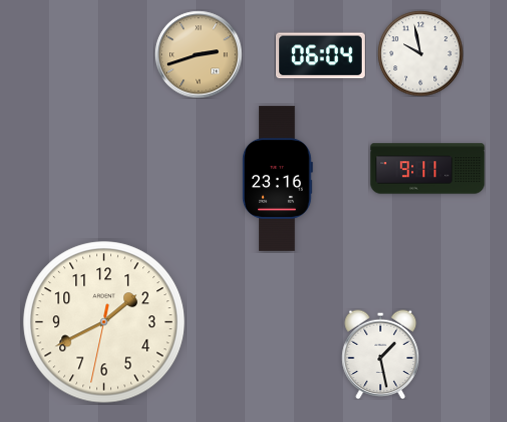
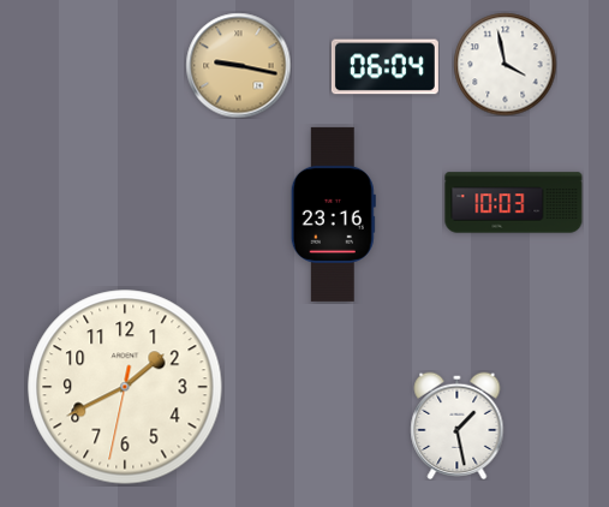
clock at (420, 53): 9:58 -> 3:58
clock at (198, 54): 2:42 -> 9:17
clock at (428, 169): 9:11 -> 10:03
